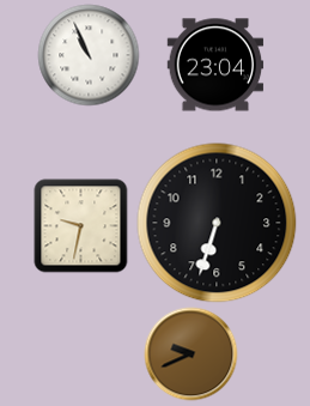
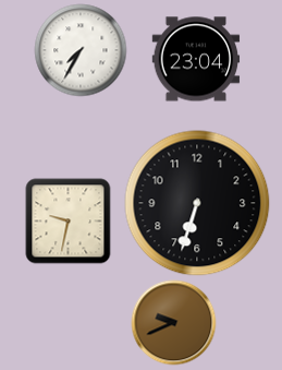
clock at (89, 55): 10:56 -> 7:35
clock at (80, 225) position: (80, 225) -> (68, 220)
